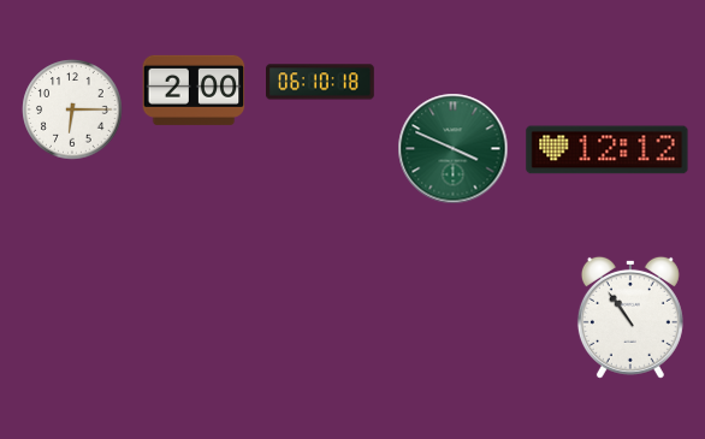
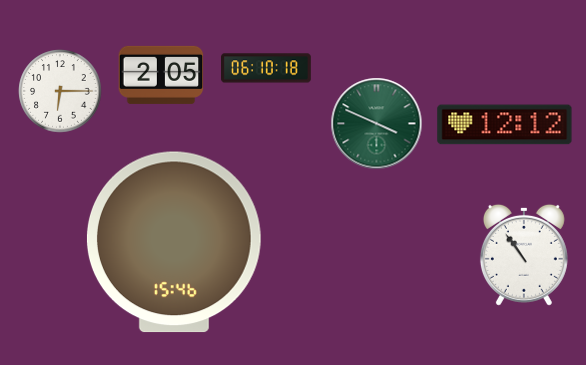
clock at (194, 90): 2:00 -> 2:05
clock at (174, 242): none -> 15:46
clock at (630, 318) position: (630, 318) -> (524, 255)
